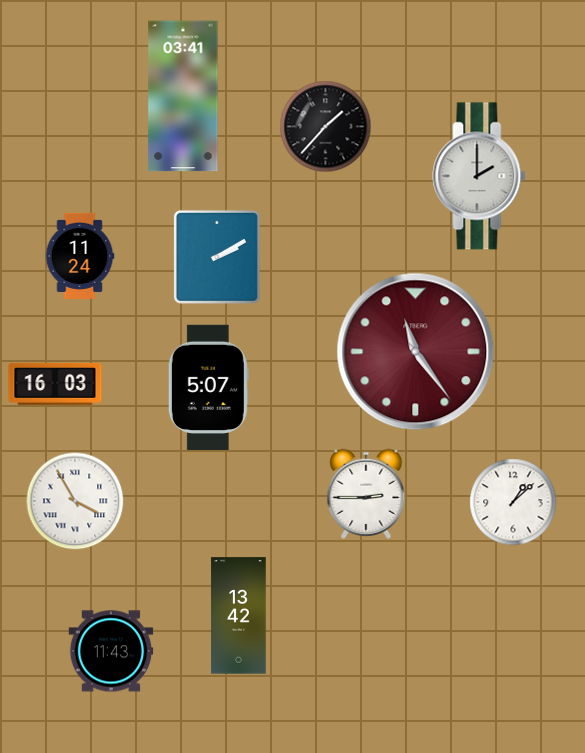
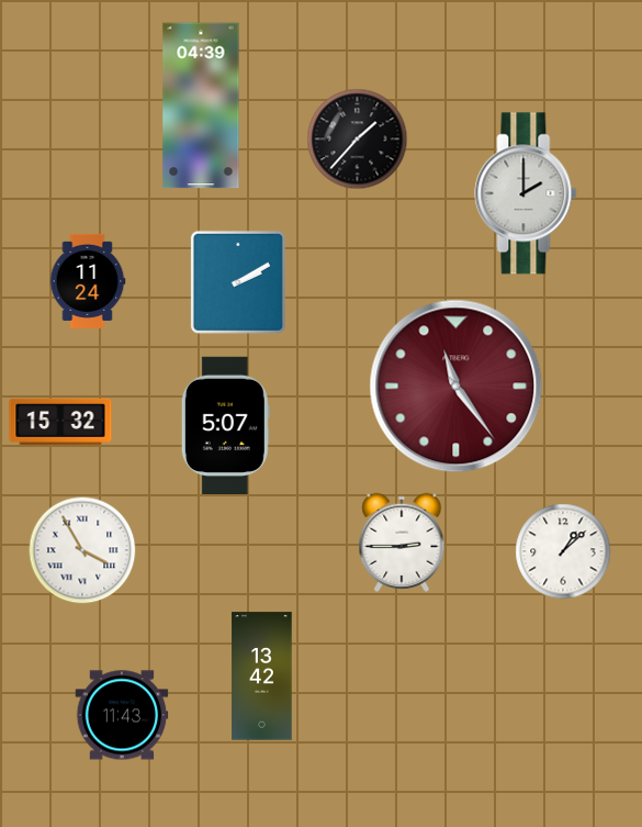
clock at (183, 96): 03:41 -> 04:39
clock at (55, 384): 16:03 -> 15:32
clock at (208, 387) position: (208, 387) -> (225, 425)
